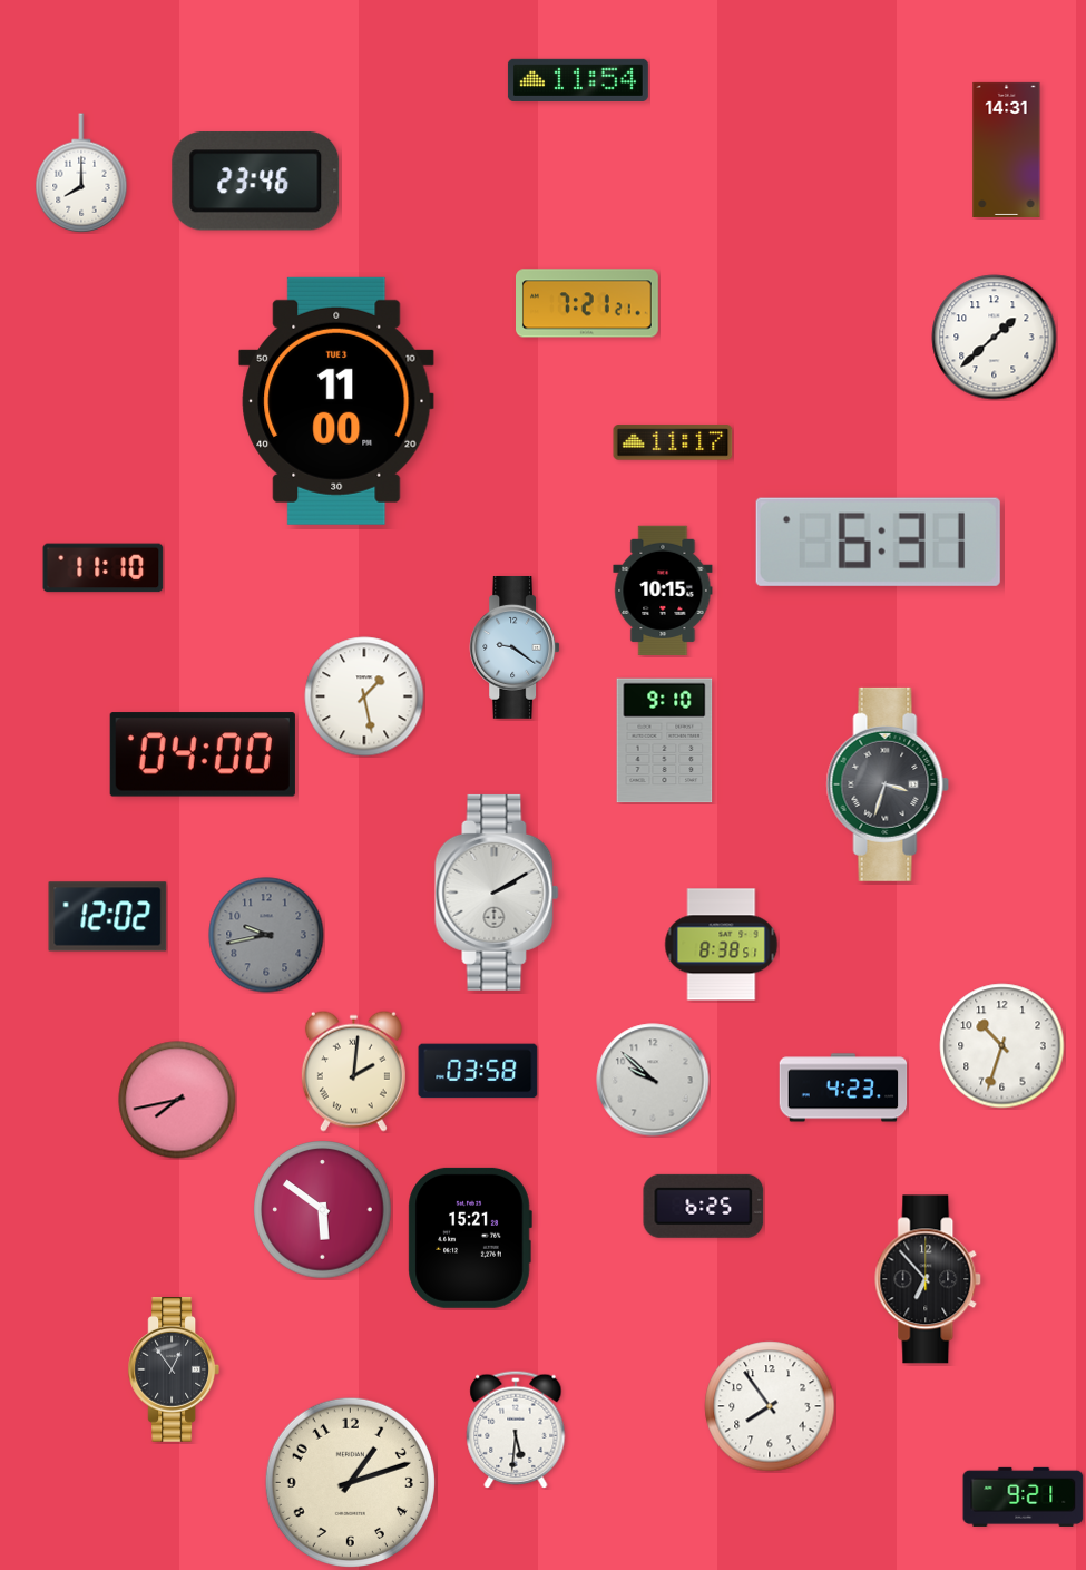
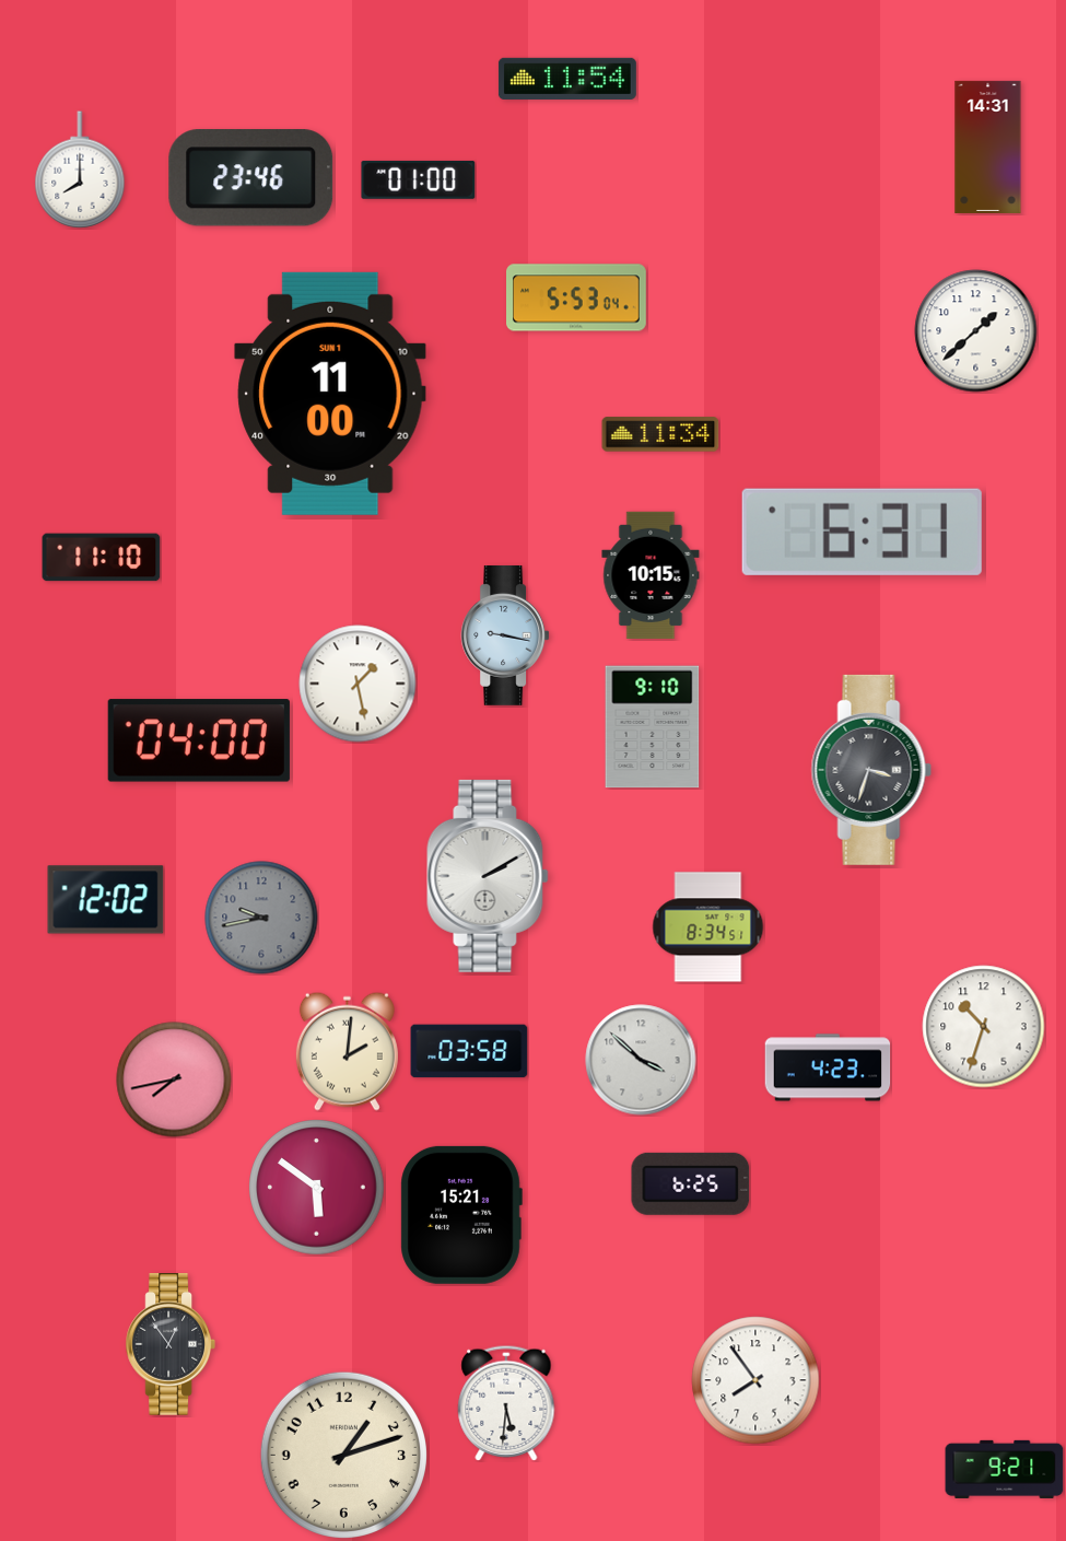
clock at (419, 179): none -> 01:00
clock at (588, 303): 7:21 -> 5:53
clock at (336, 401) date: TUE 3 -> SUN 1
clock at (673, 442): 11:17 -> 11:34
clock at (663, 591) position: (663, 591) -> (651, 575)
clock at (515, 647): 9:21 -> 9:17
clock at (722, 945): 8:38 -> 8:34
clock at (653, 1080): 9:52 -> 3:52
clock at (929, 1279): 6:53 -> none
